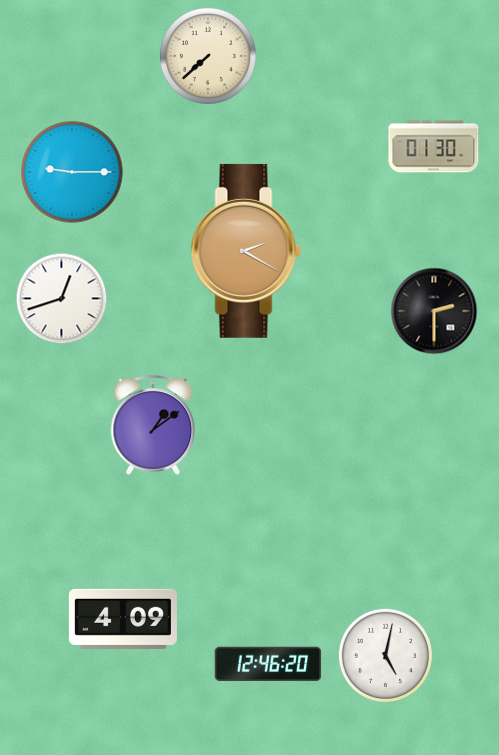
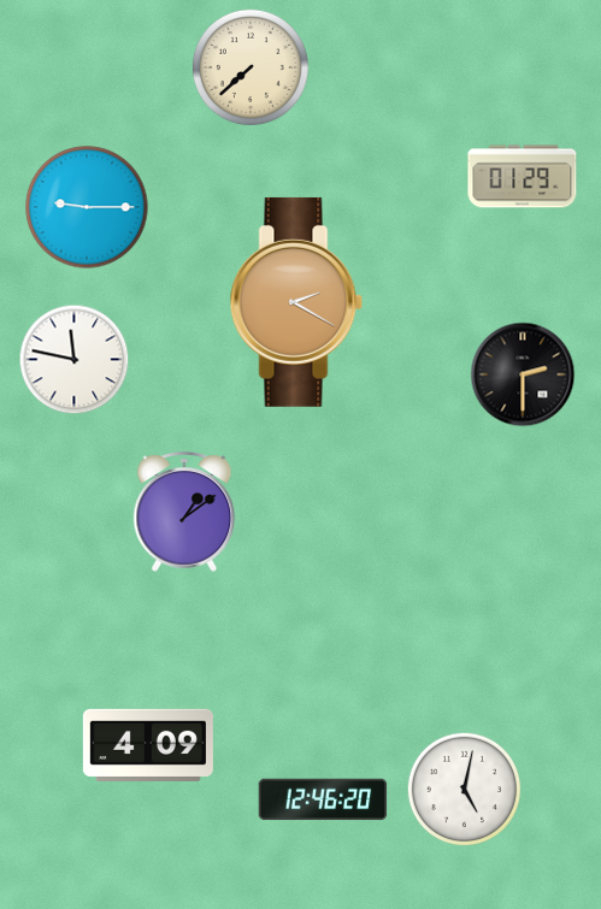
clock at (434, 147): 01:30 -> 01:29
clock at (62, 299): 12:42 -> 11:47
